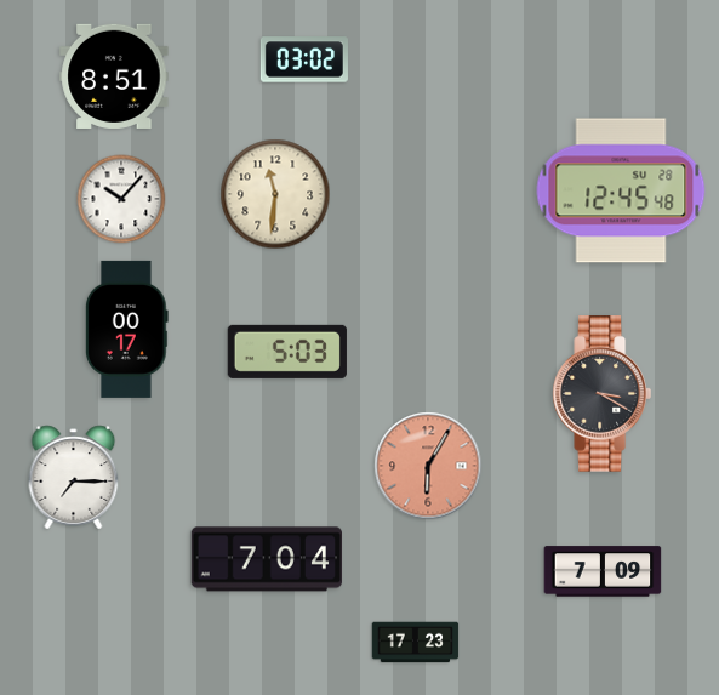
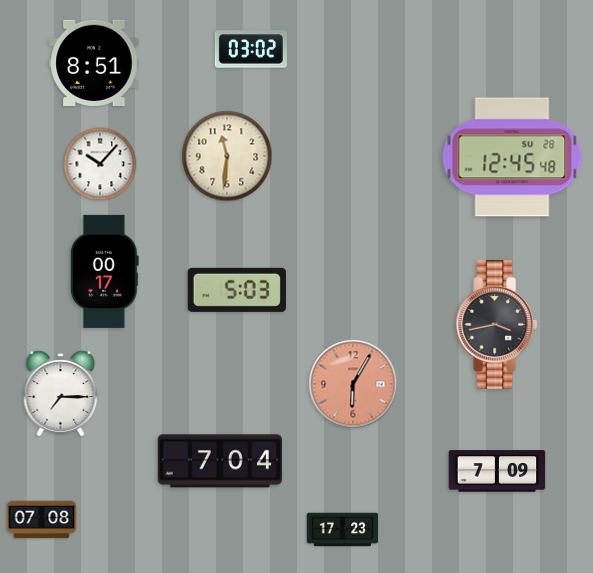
clock at (275, 194) position: (275, 194) -> (227, 156)
clock at (601, 394): 3:20 -> 3:43
clock at (42, 520): none -> 07:08
